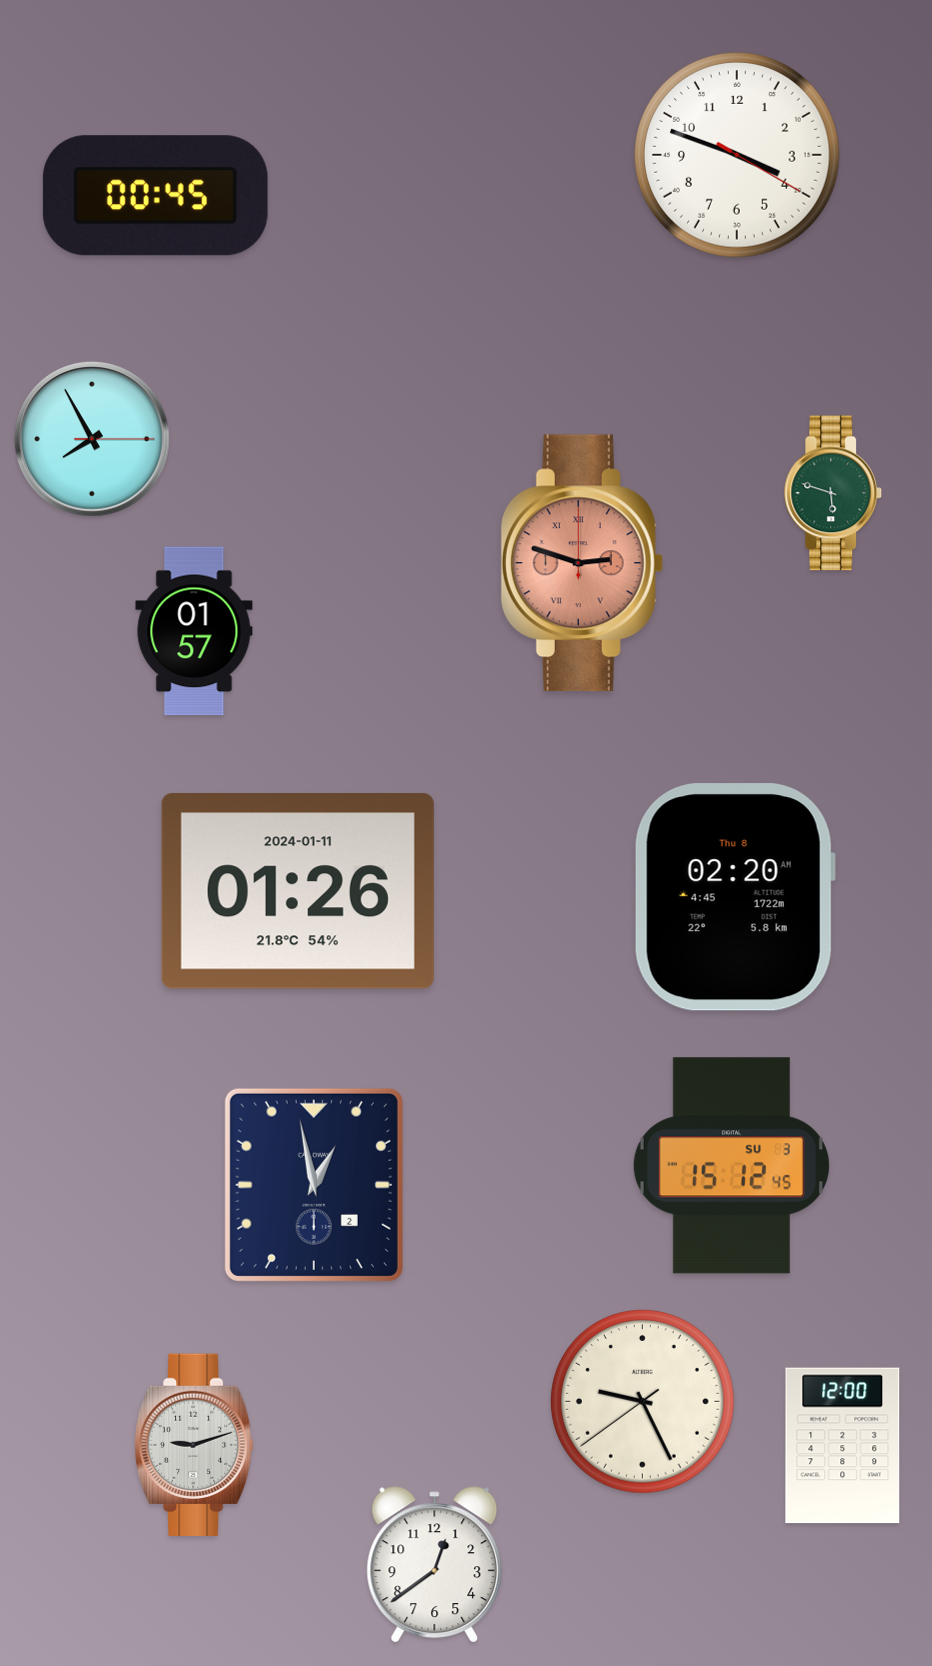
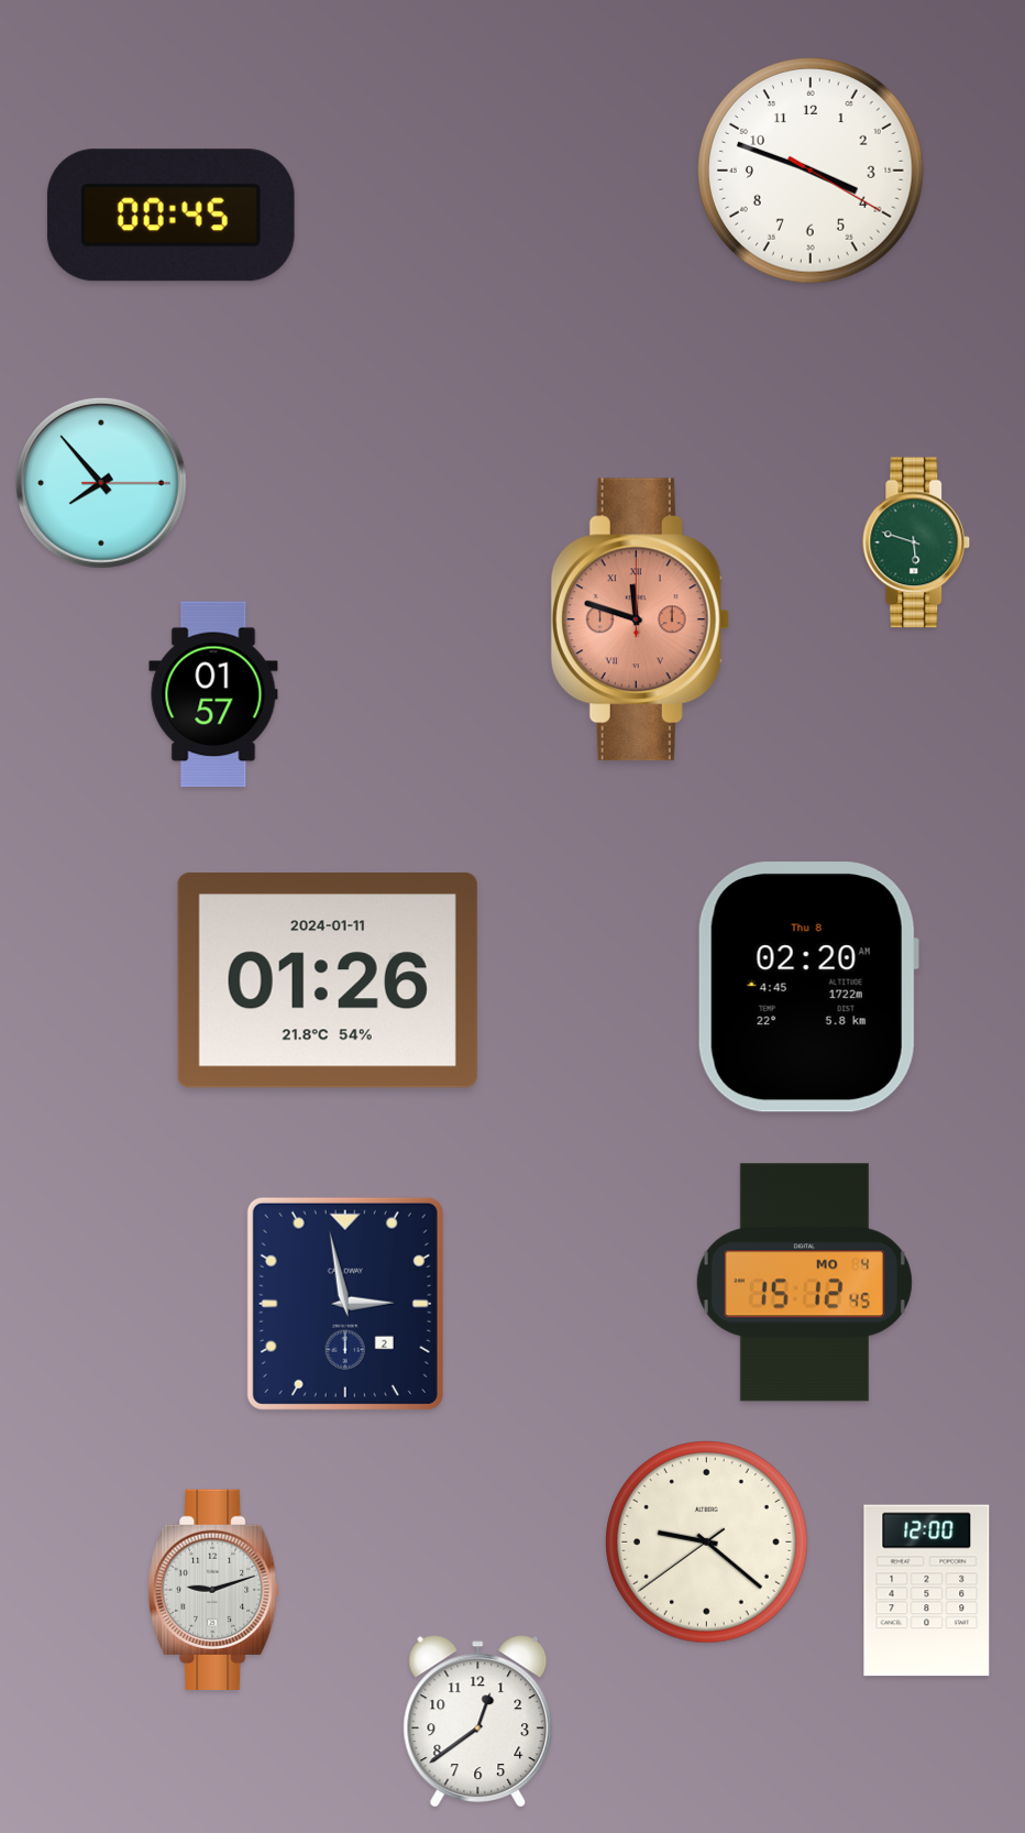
clock at (92, 439): 7:55 -> 7:53
clock at (582, 563): 2:48 -> 11:48
clock at (731, 1166) date: SU 3 -> MO 4
clock at (314, 1185): 12:58 -> 2:58
clock at (643, 1402): 9:25 -> 9:21
